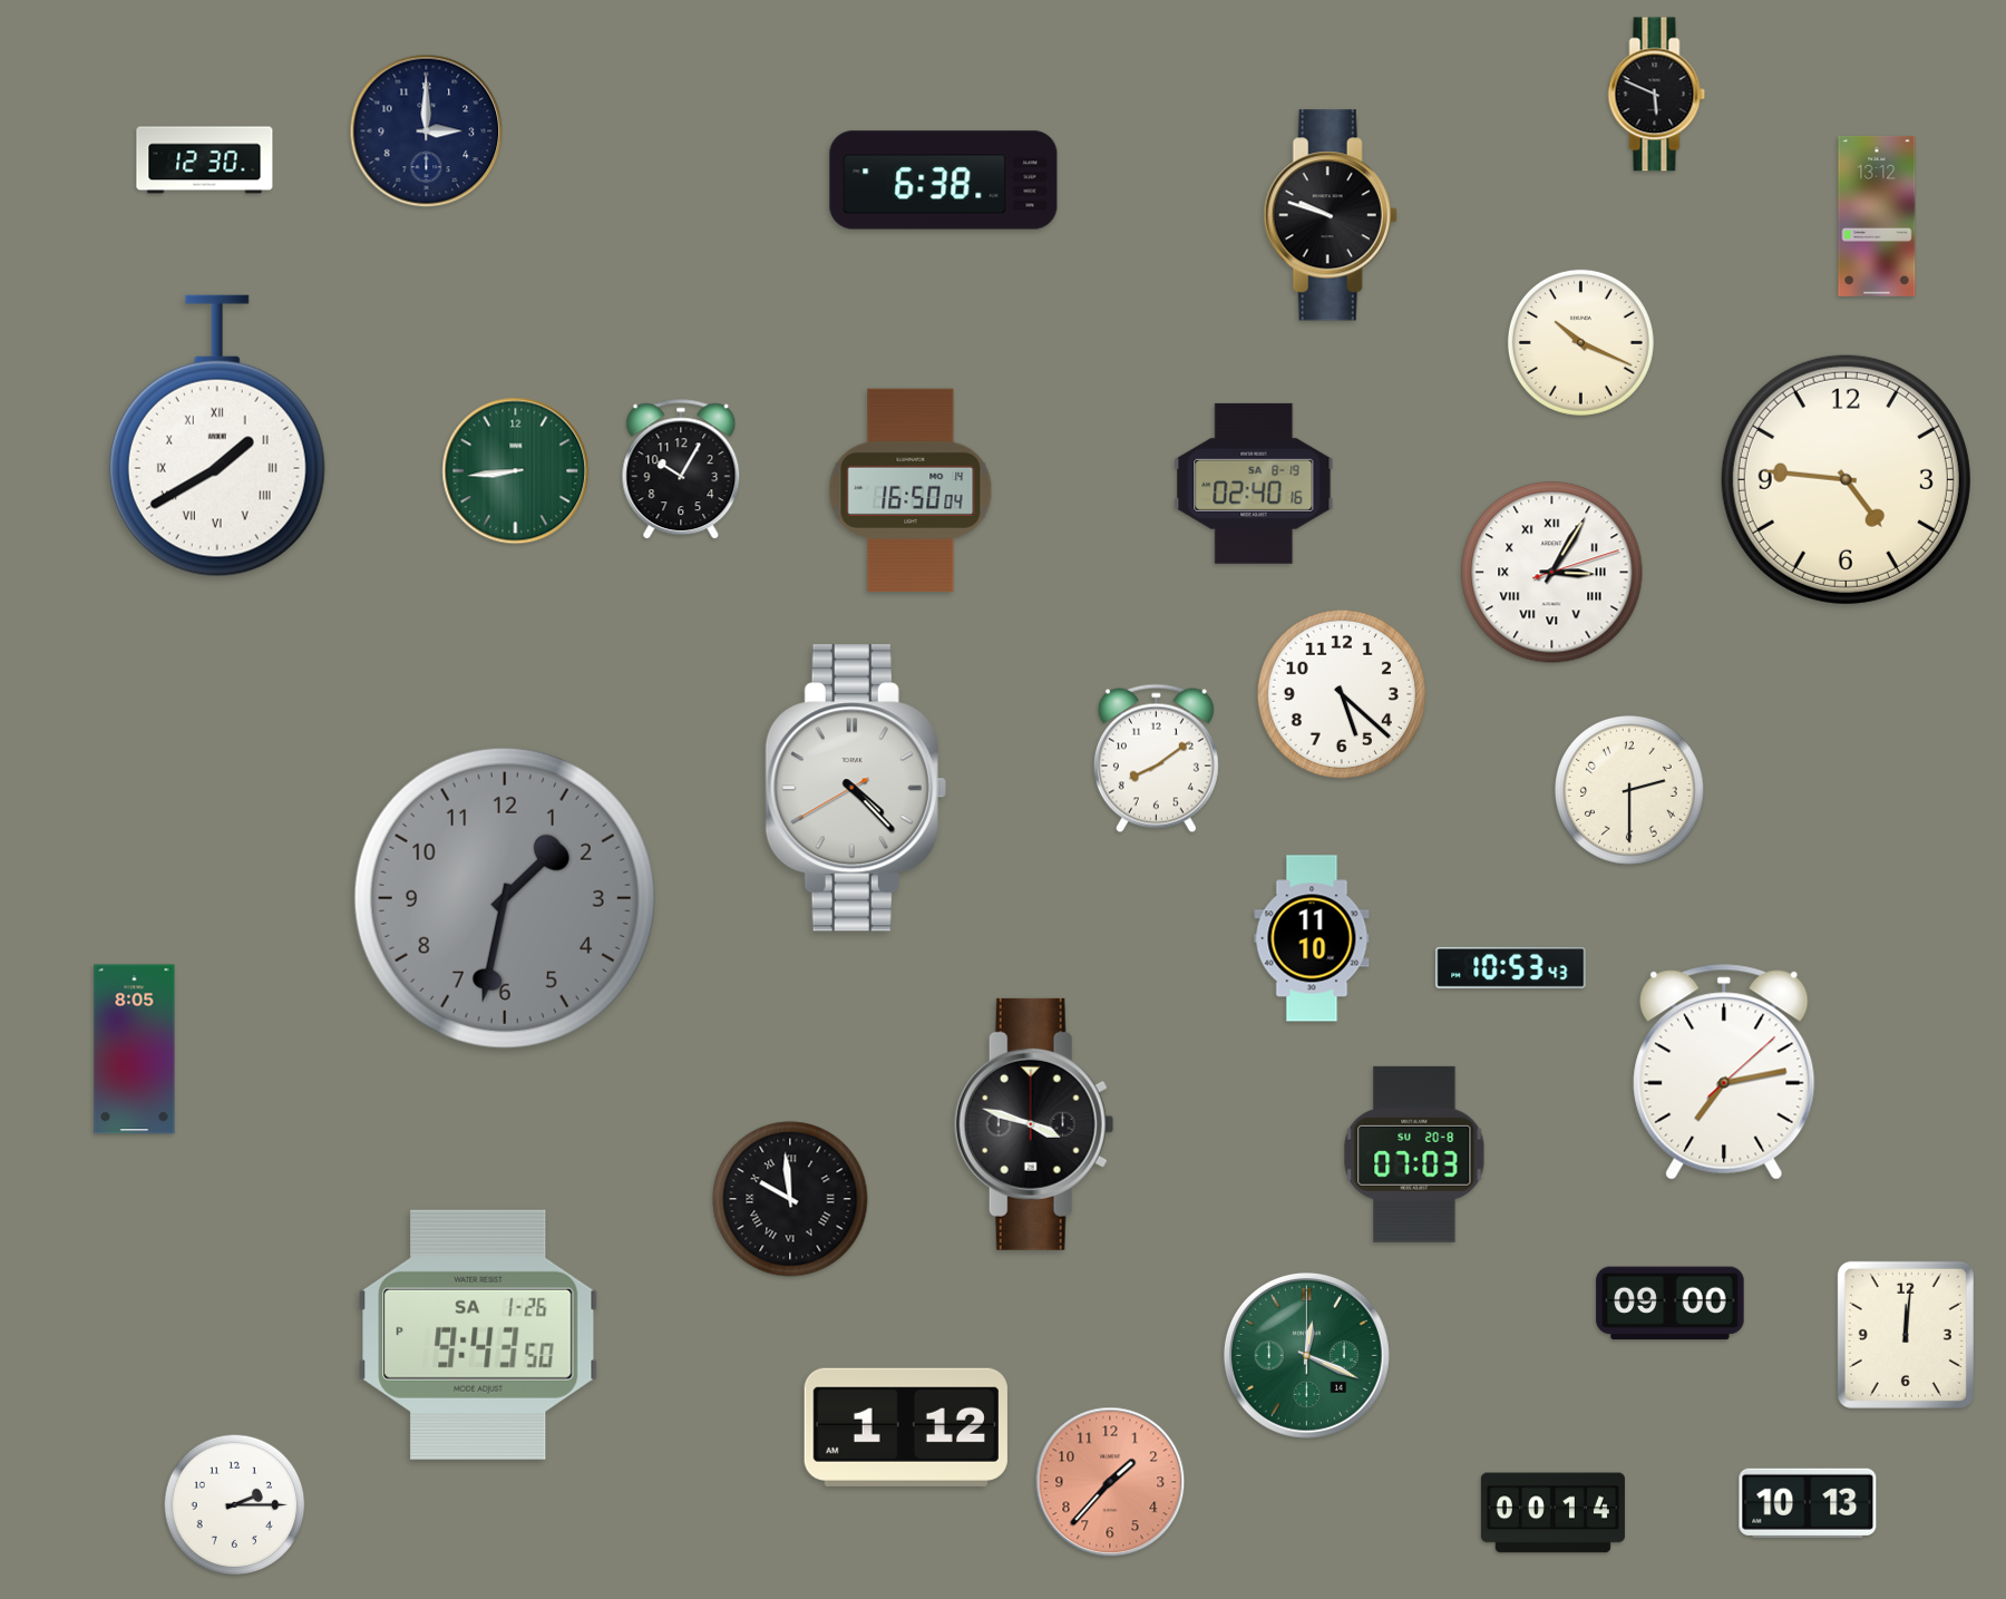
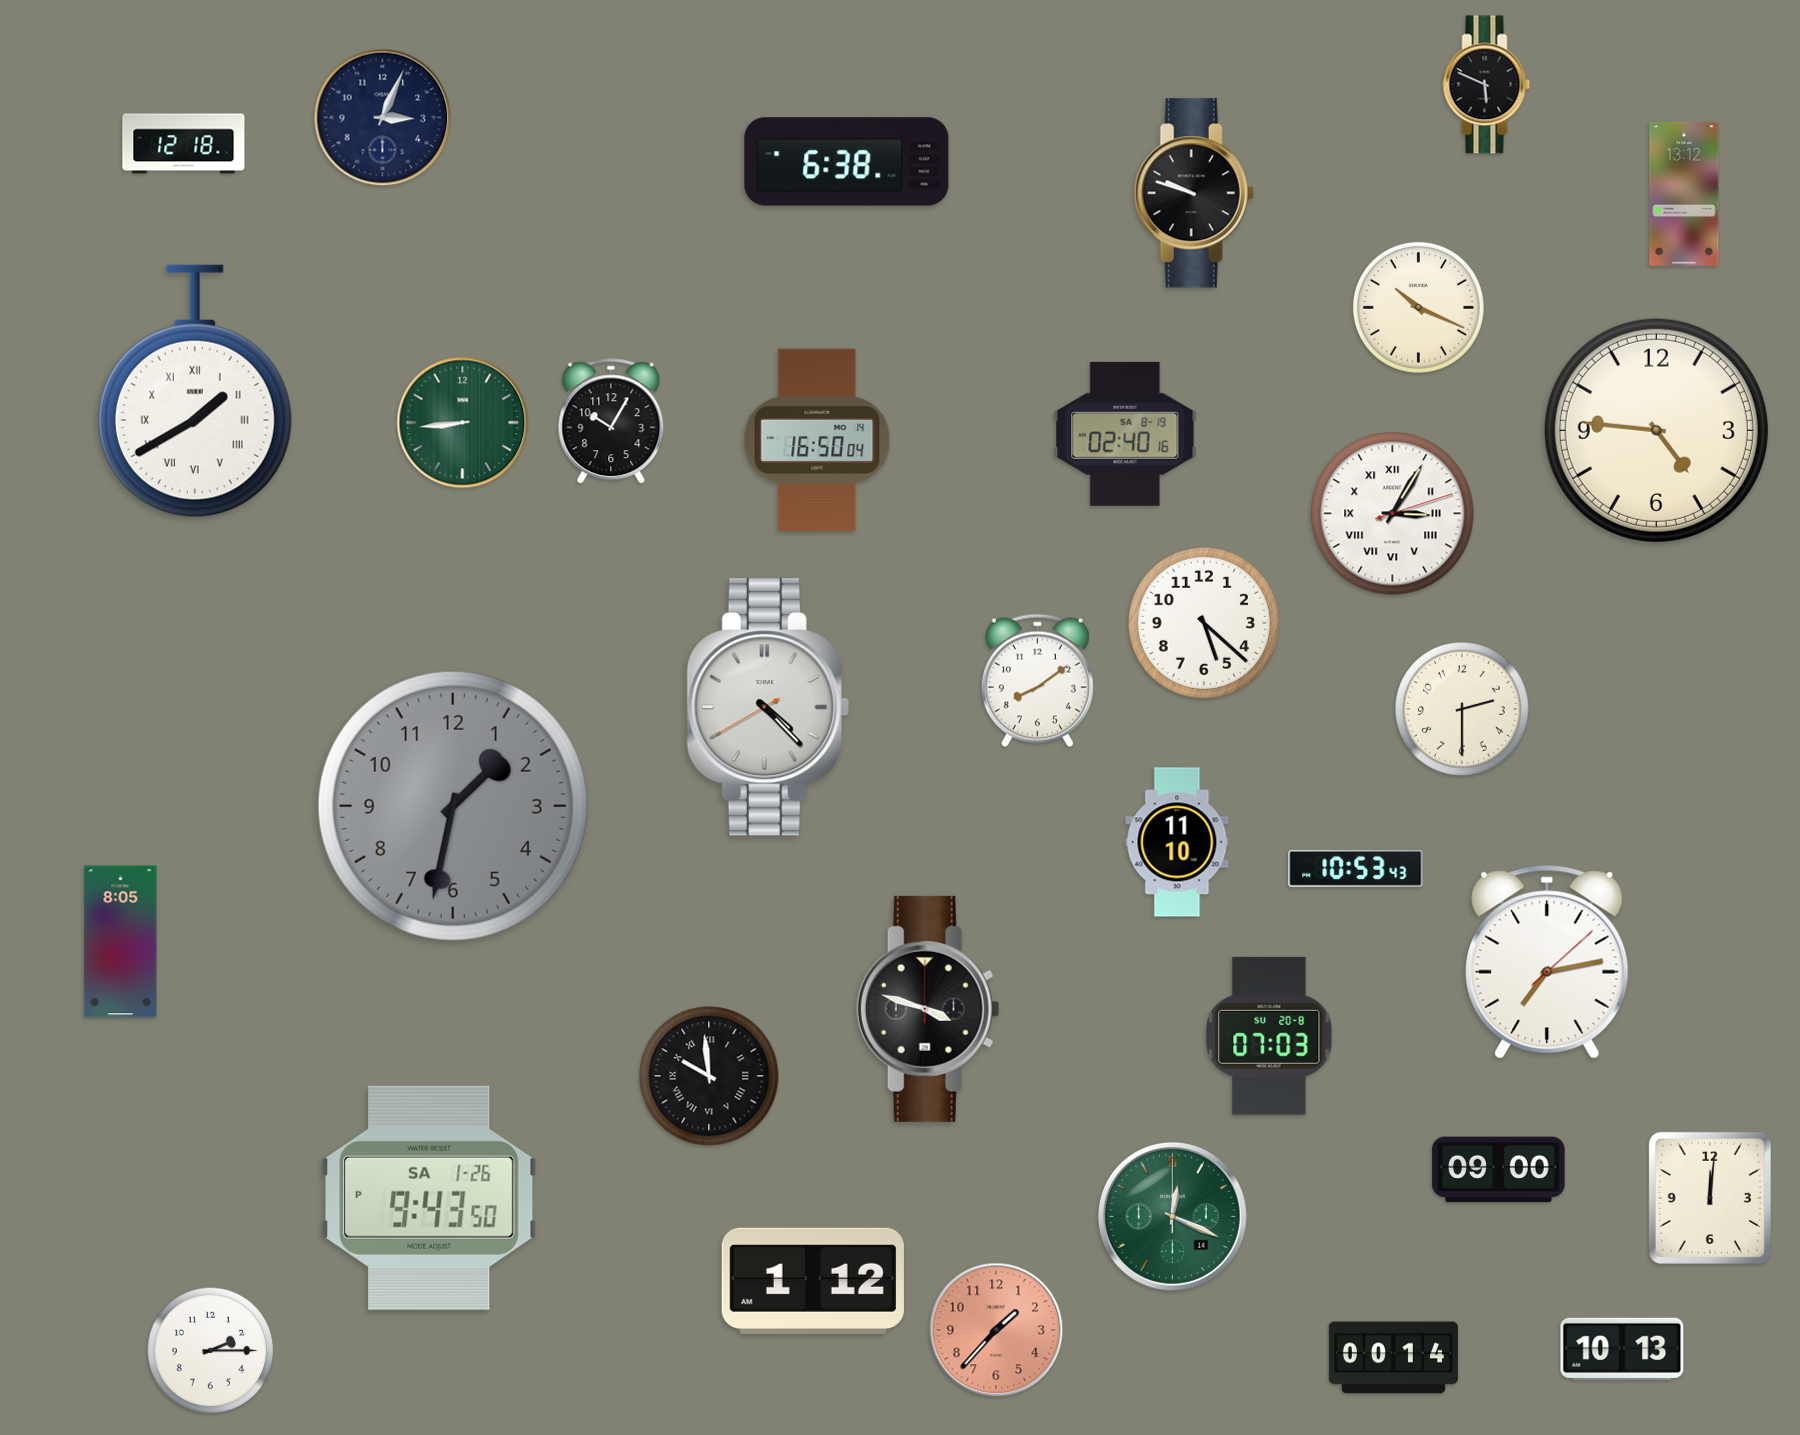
clock at (427, 131): 3:00 -> 3:04
clock at (205, 160): 12:30 -> 12:18
